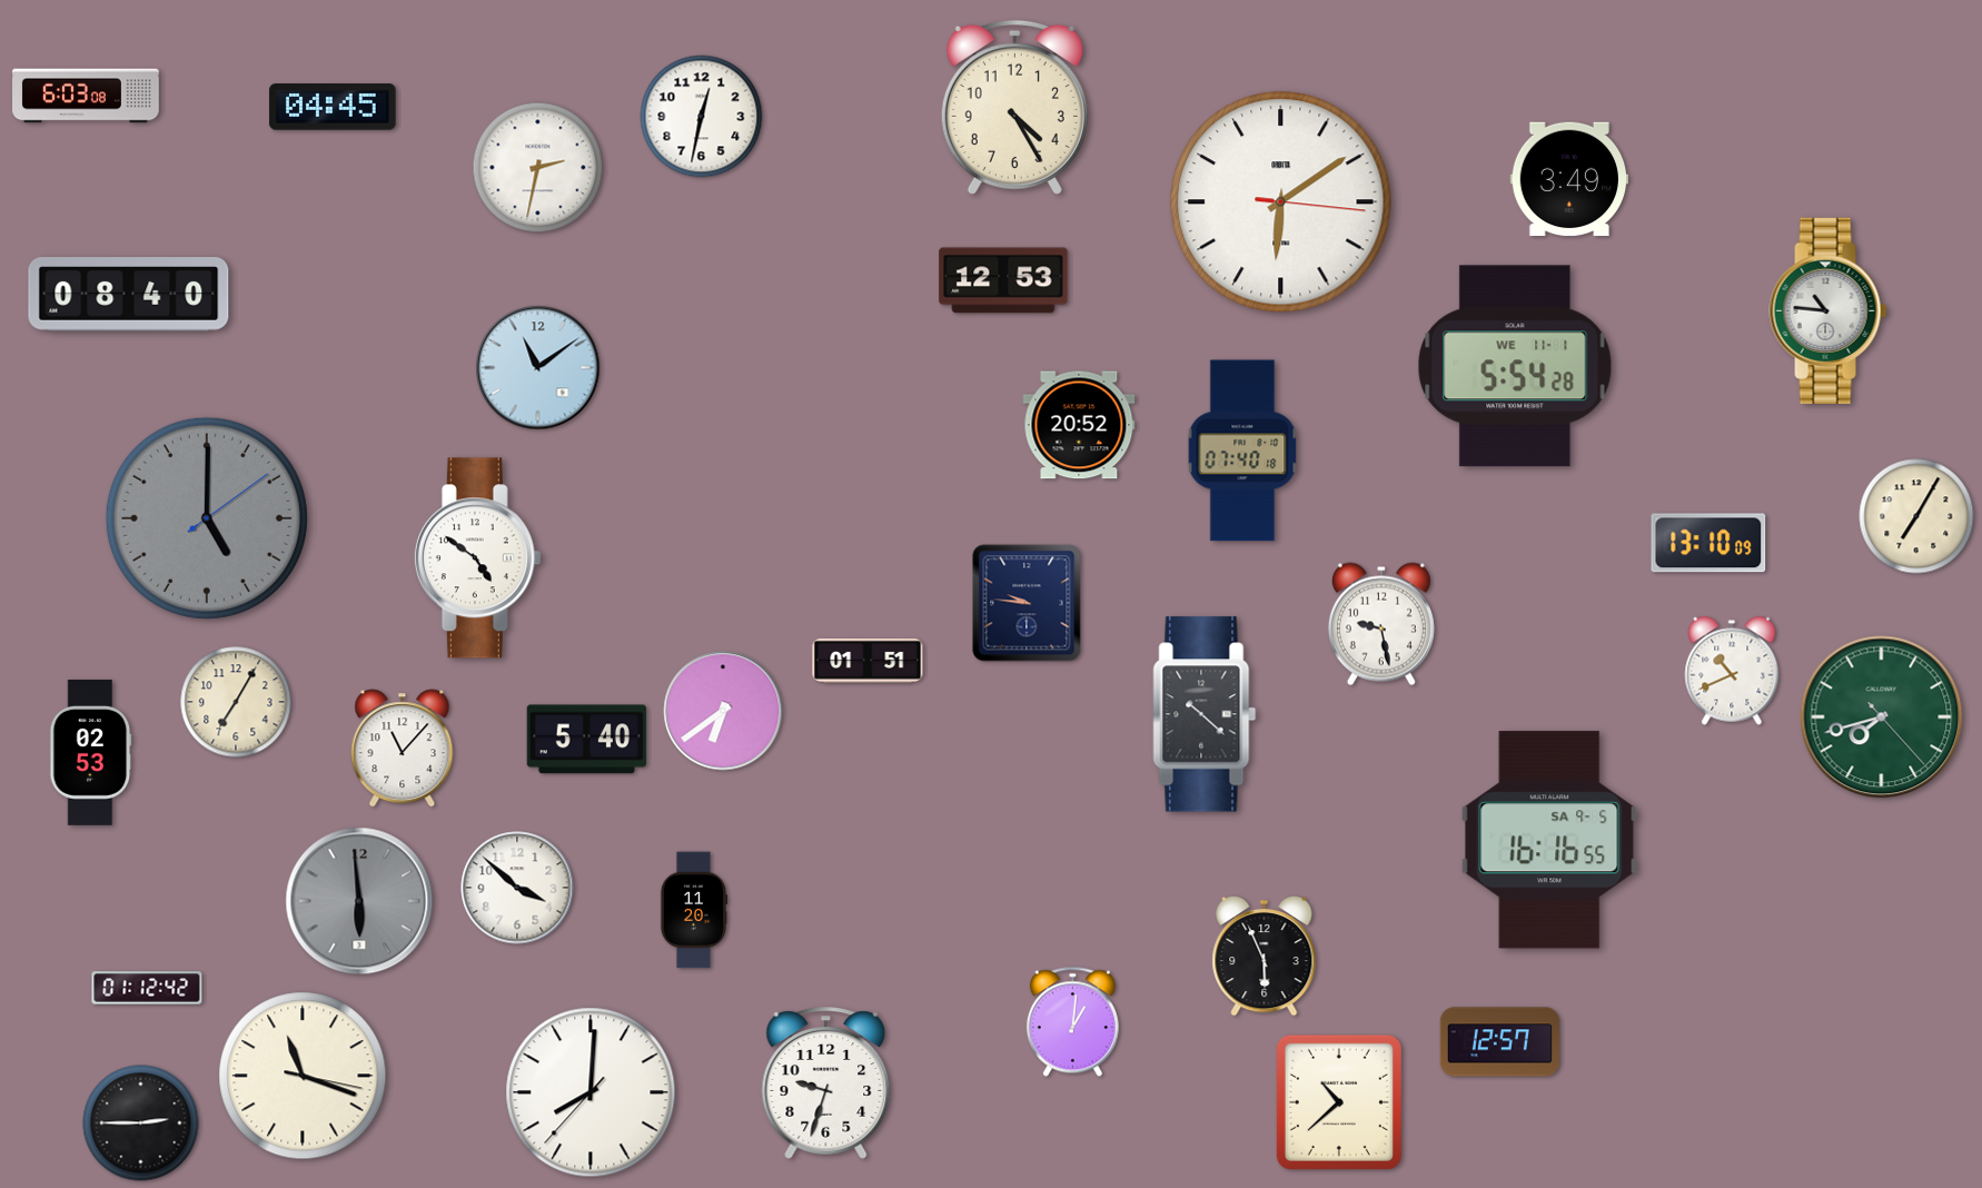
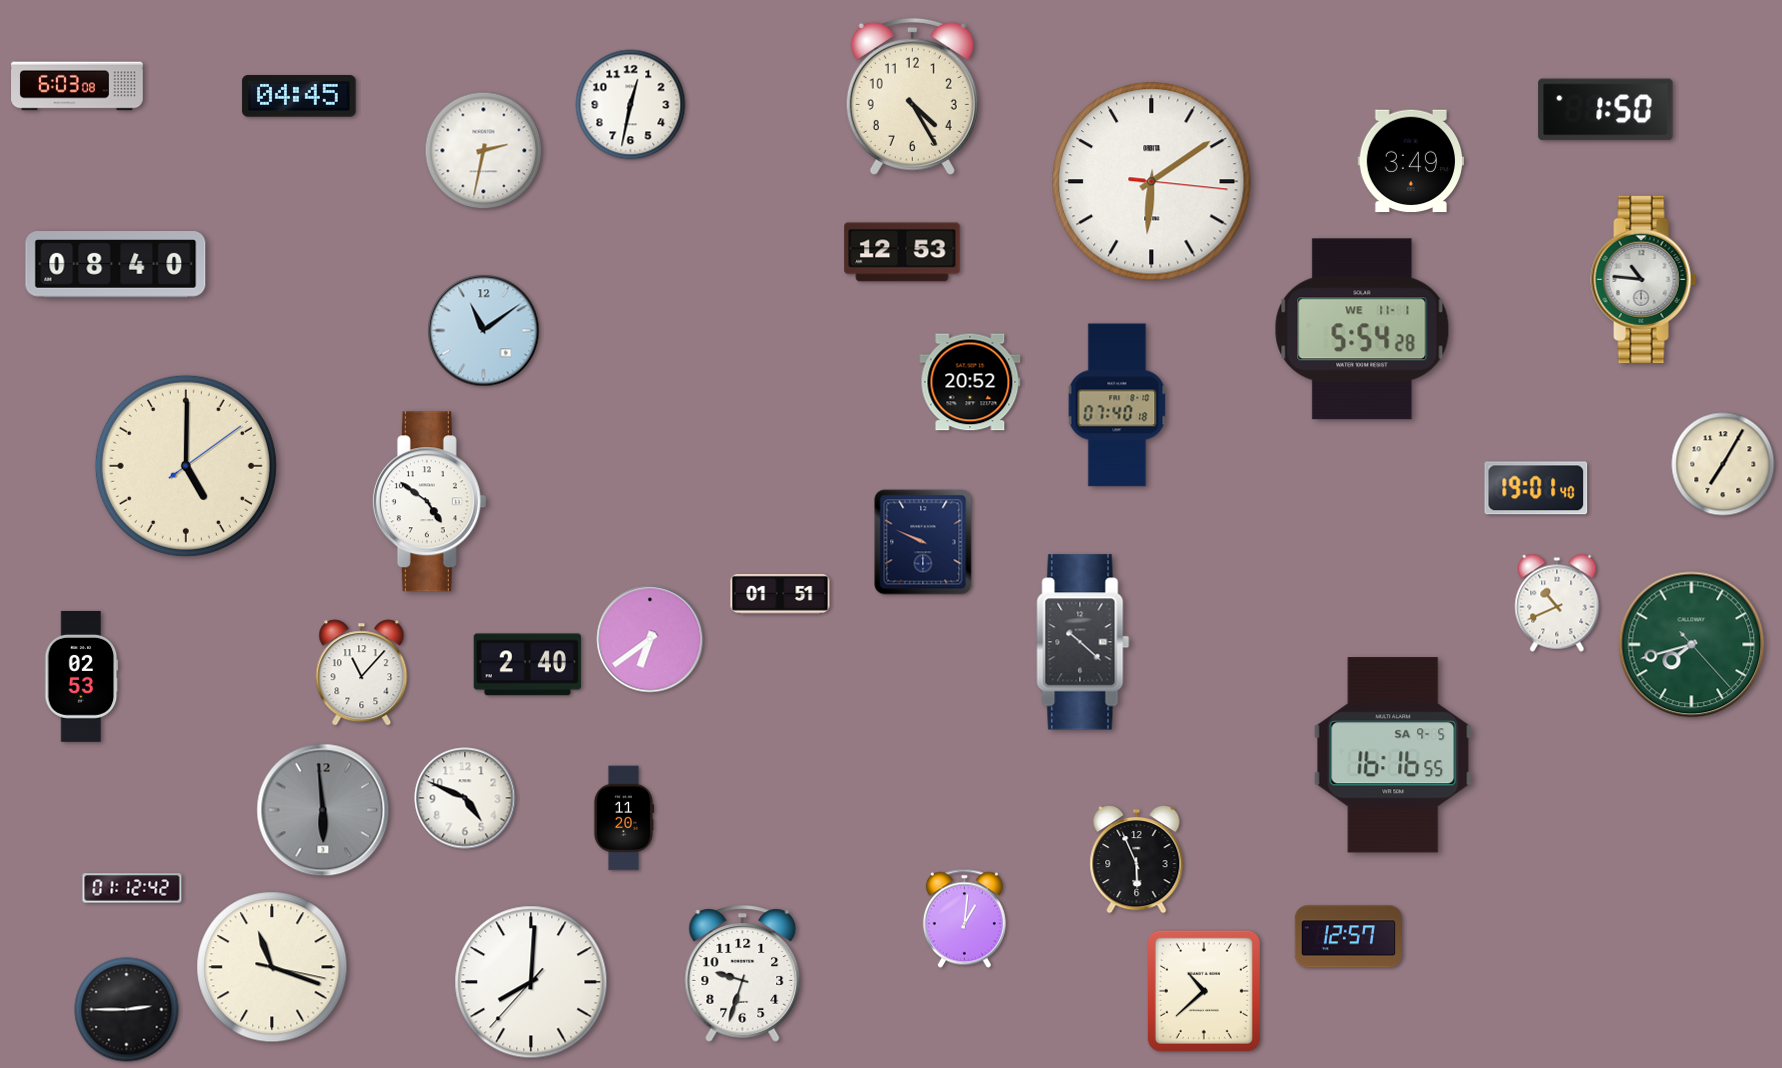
clock at (1606, 110): none -> 1:50
clock at (207, 518) dial: grey -> cream
clock at (1708, 543): 13:10 -> 19:01
clock at (1027, 603): 9:46 -> 9:49
clock at (1381, 624): 9:28 -> none
clock at (236, 702): 7:05 -> none
clock at (586, 740): 5:40 -> 2:40
clock at (517, 888): 3:52 -> 4:49
